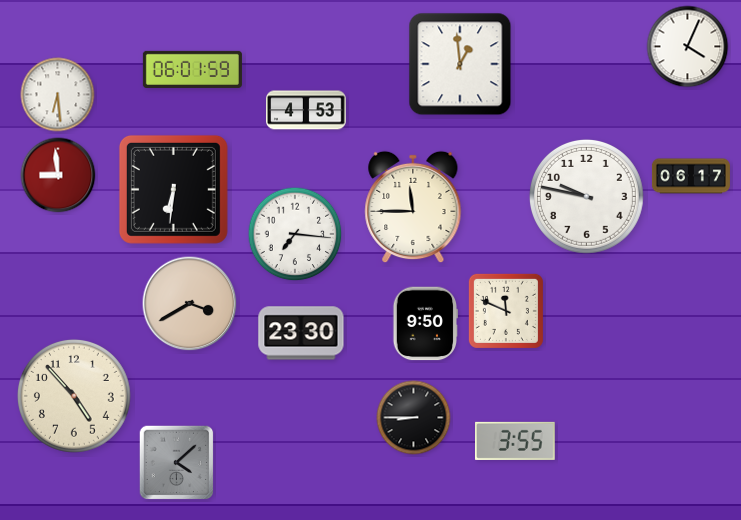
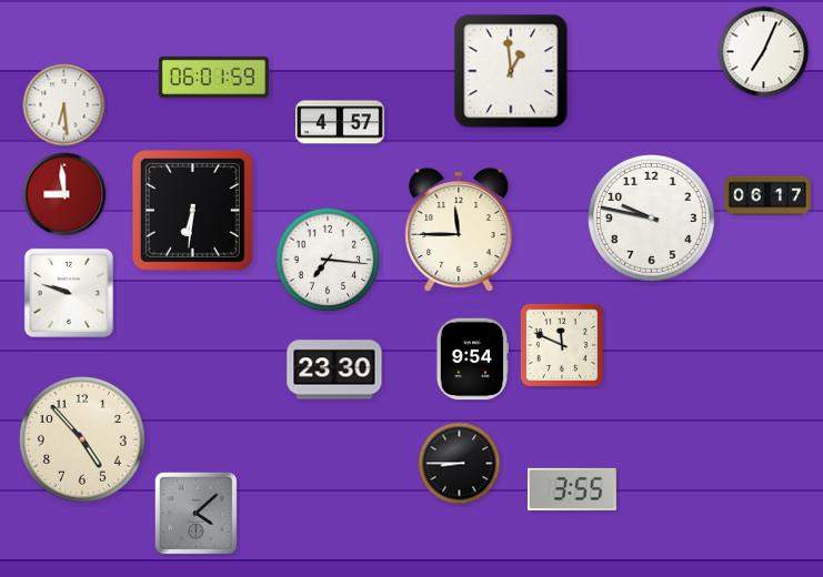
clock at (688, 47): 4:04 -> 7:04
clock at (307, 110): 4:53 -> 4:57
clock at (69, 293): none -> 9:48
clock at (190, 304): 3:40 -> none
clock at (425, 324): 9:50 -> 9:54
